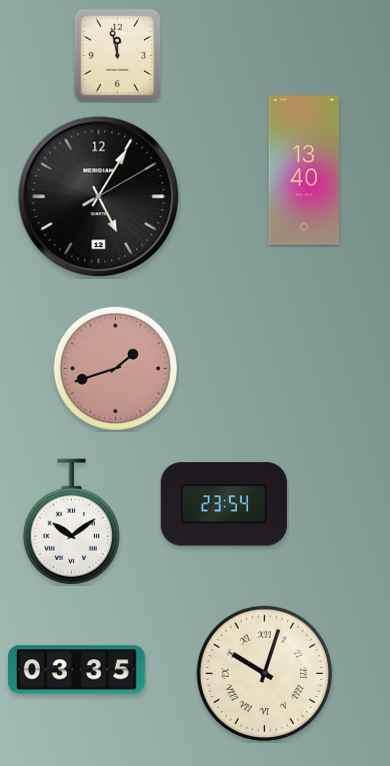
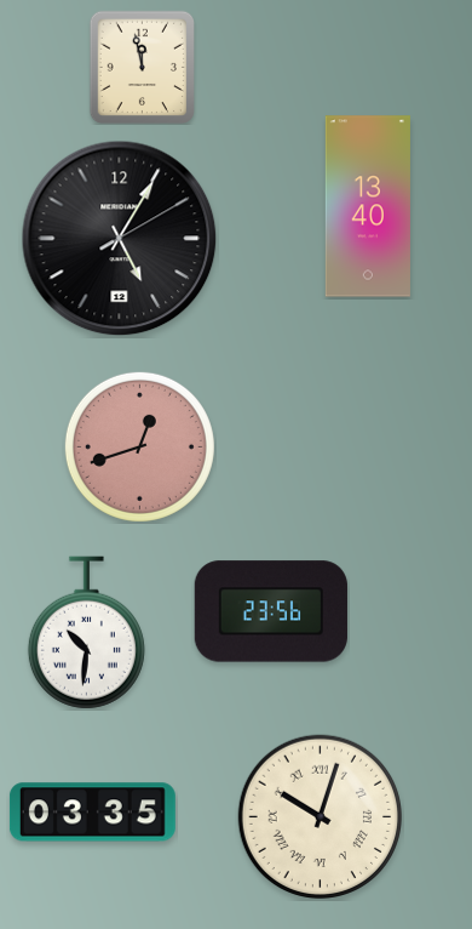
clock at (115, 368): 1:42 -> 12:42
clock at (224, 504): 23:54 -> 23:56
clock at (71, 522): 10:09 -> 10:31
